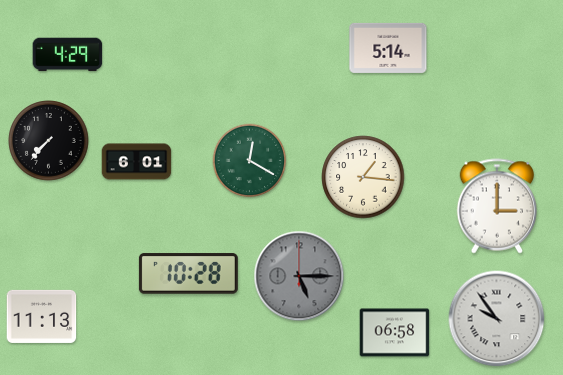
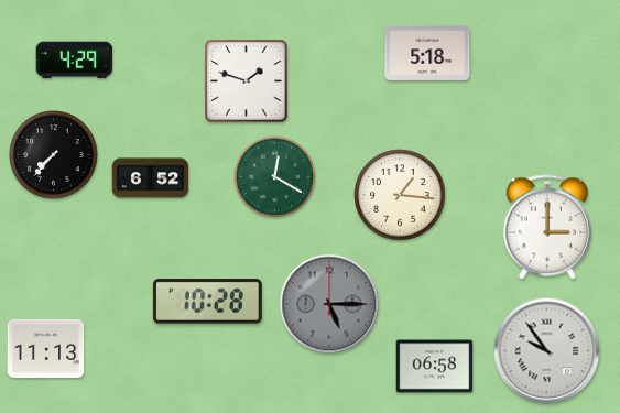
clock at (388, 48): 5:14 -> 5:18
clock at (247, 81): none -> 1:48
clock at (137, 162): 6:01 -> 6:52
